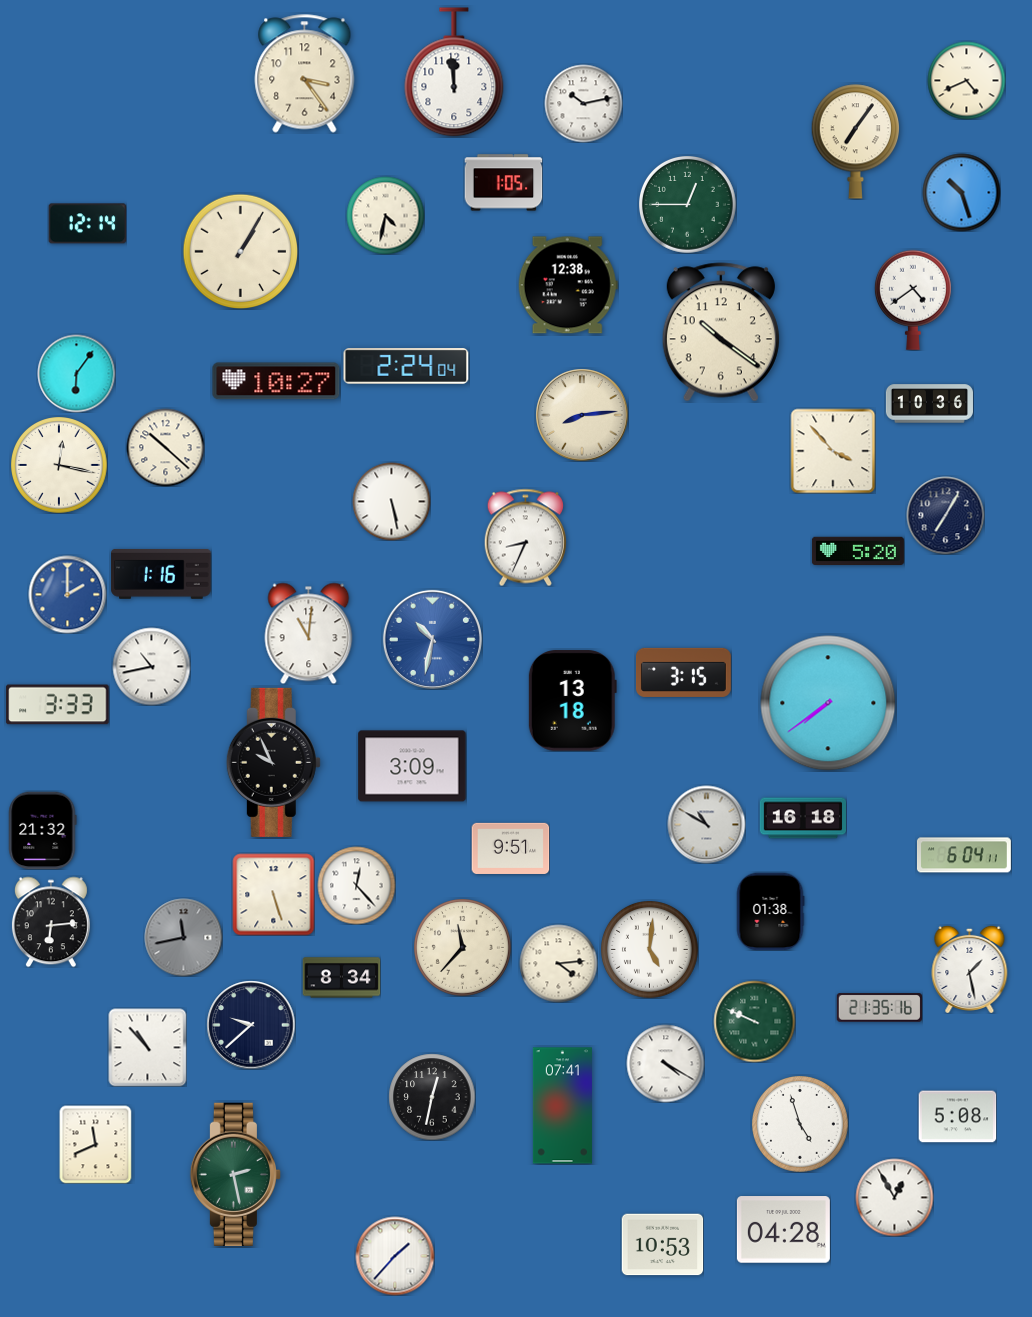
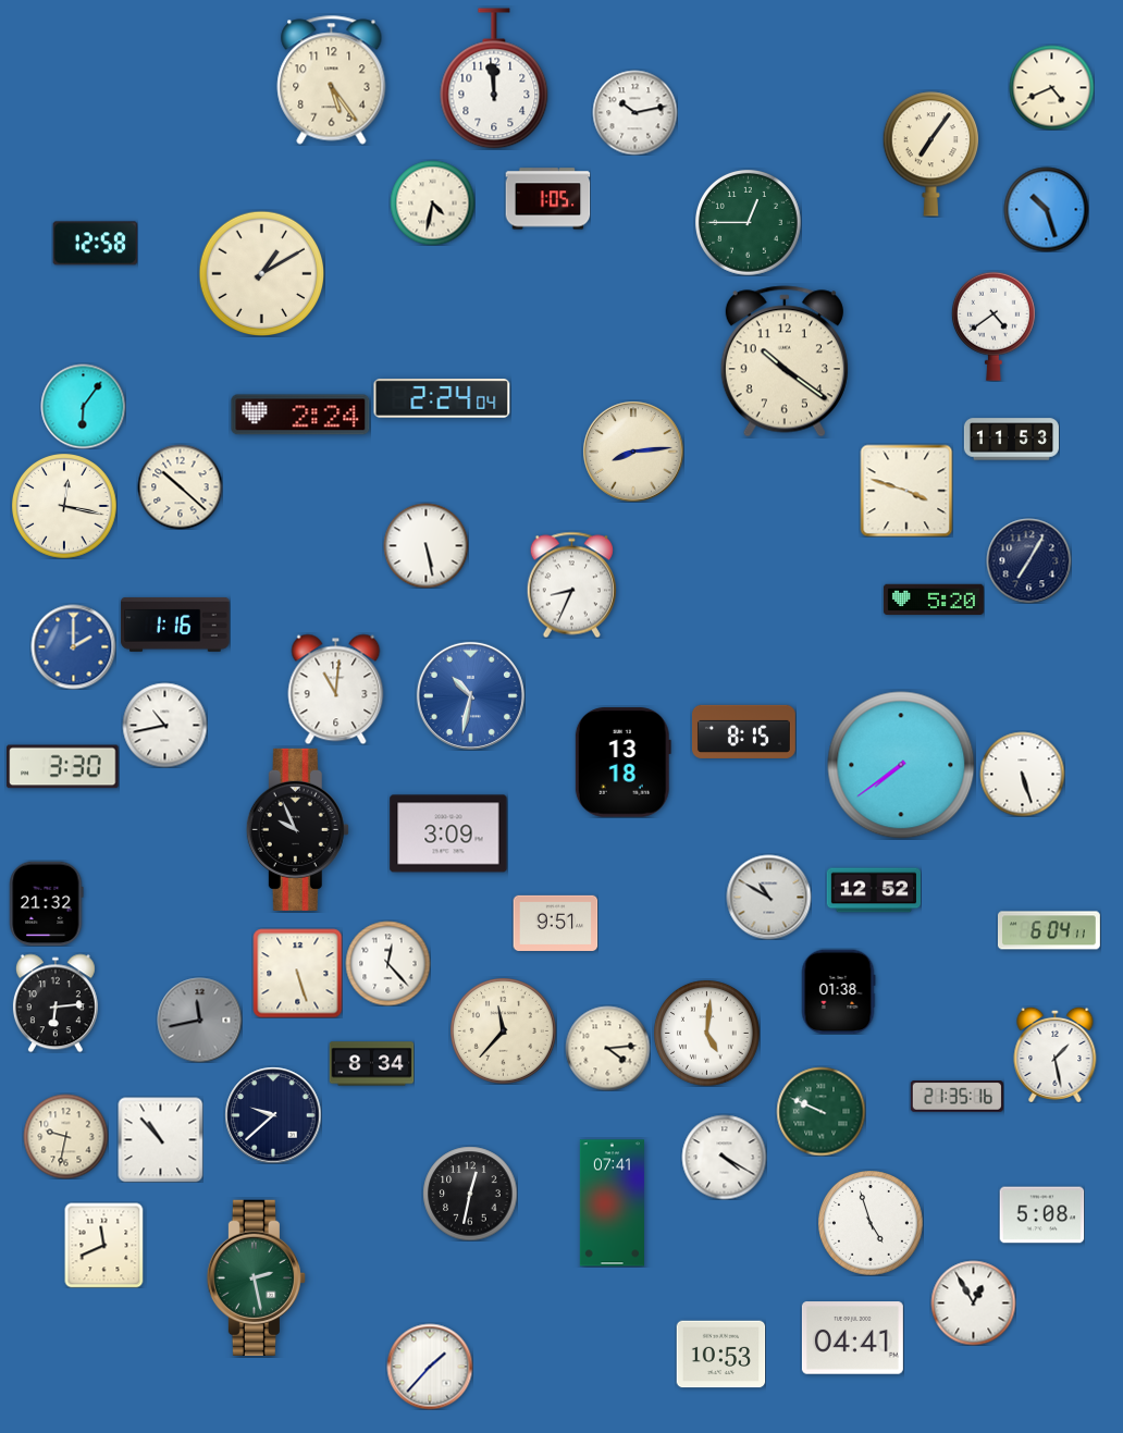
clock at (305, 74): 3:24 -> 5:24
clock at (385, 215) position: (385, 215) -> (432, 202)
clock at (87, 224): 12:14 -> 12:58
clock at (240, 251): 1:05 -> 1:10
clock at (568, 285): 12:38 -> none
clock at (276, 381): 10:27 -> 2:24
clock at (929, 404): 10:36 -> 11:53
clock at (833, 451): 3:53 -> 3:48
clock at (683, 672): 3:15 -> 8:15
clock at (58, 705): 3:33 -> 3:30
clock at (1022, 774): none -> 5:27
clock at (802, 818): 16:18 -> 12:52
clock at (65, 1136): none -> 9:32
clock at (783, 1230): 04:28 -> 04:41
